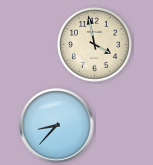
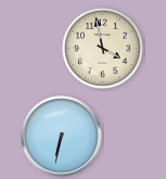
clock at (57, 126): 8:37 -> 6:32
